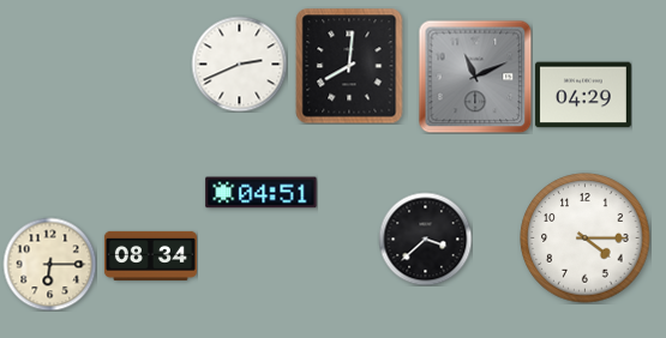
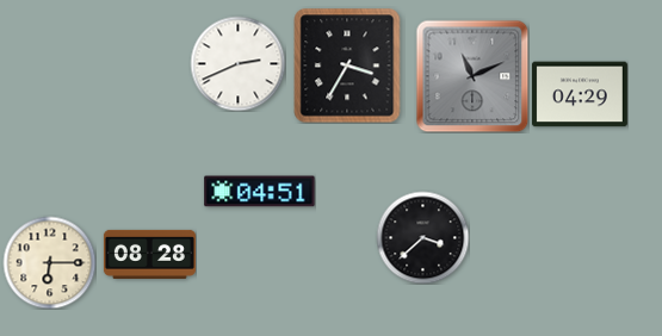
clock at (349, 66): 8:01 -> 3:35
clock at (586, 239): 4:15 -> none
clock at (150, 255): 08:34 -> 08:28
